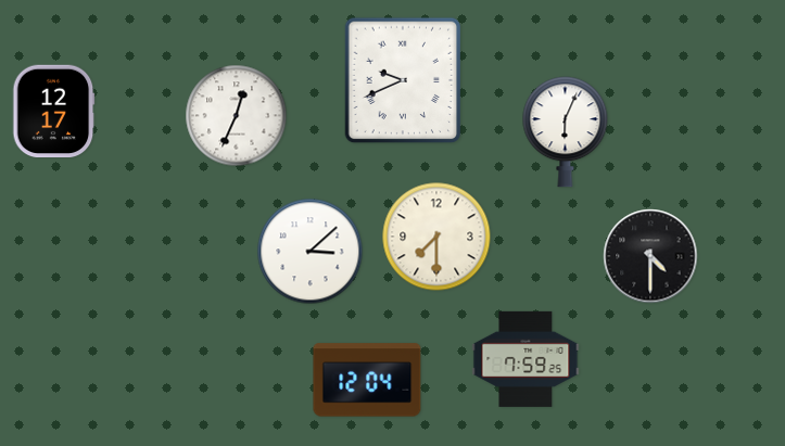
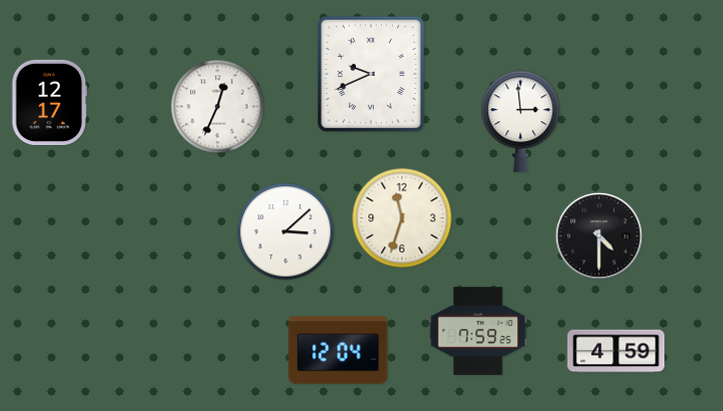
clock at (566, 132): 6:04 -> 2:59
clock at (436, 237): 7:30 -> 11:33
clock at (526, 359) position: (526, 359) -> (478, 331)
clock at (616, 351): none -> 4:59
